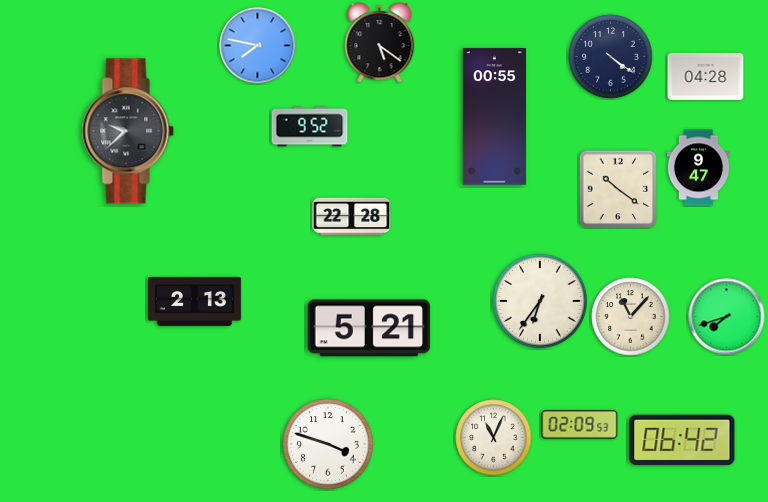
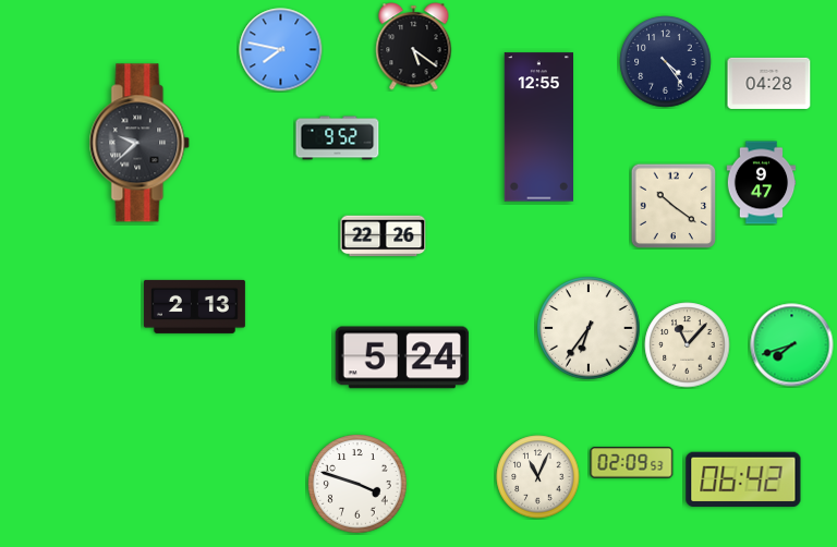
clock at (611, 57): 4:21 -> 4:24
clock at (494, 117): 00:55 -> 12:55
clock at (352, 217): 22:28 -> 22:26
clock at (194, 301) position: (194, 301) -> (194, 306)
clock at (369, 328): 5:21 -> 5:24
